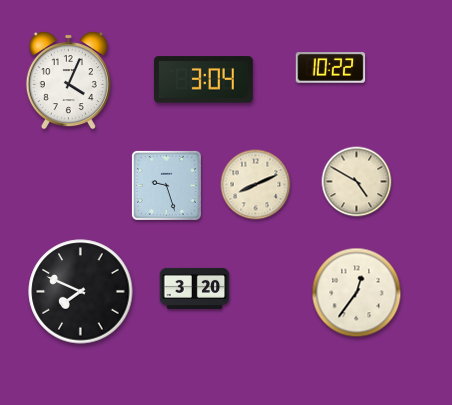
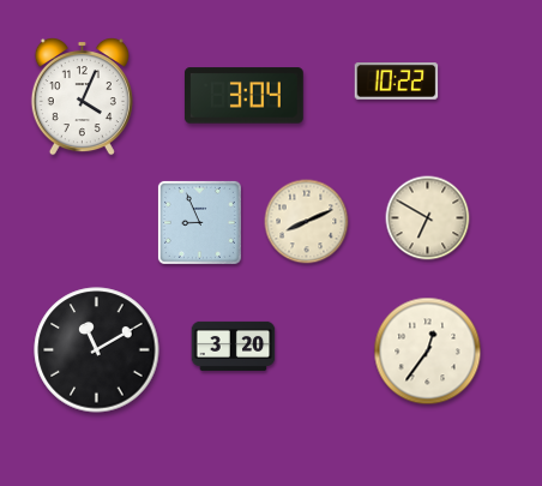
clock at (357, 182): 4:50 -> 6:50
clock at (166, 185): 9:27 -> 8:56
clock at (81, 292): 7:49 -> 11:10
